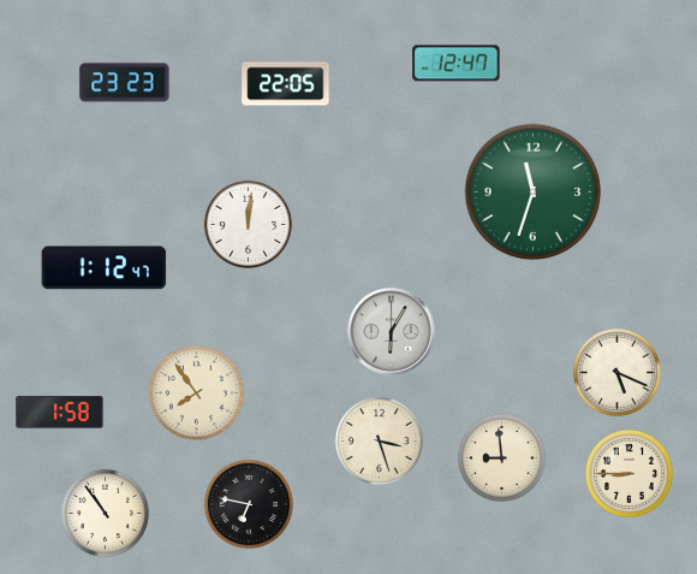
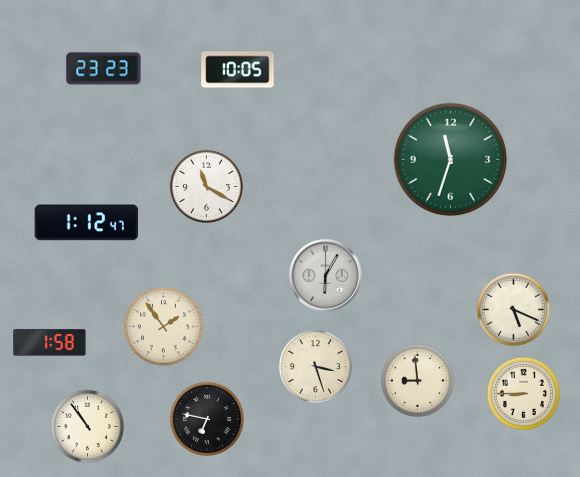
clock at (457, 64): 12:47 -> none
clock at (286, 84): 22:05 -> 10:05
clock at (534, 193) position: (534, 193) -> (451, 160)
clock at (248, 224): 12:01 -> 11:20
clock at (197, 393): 7:54 -> 1:54
